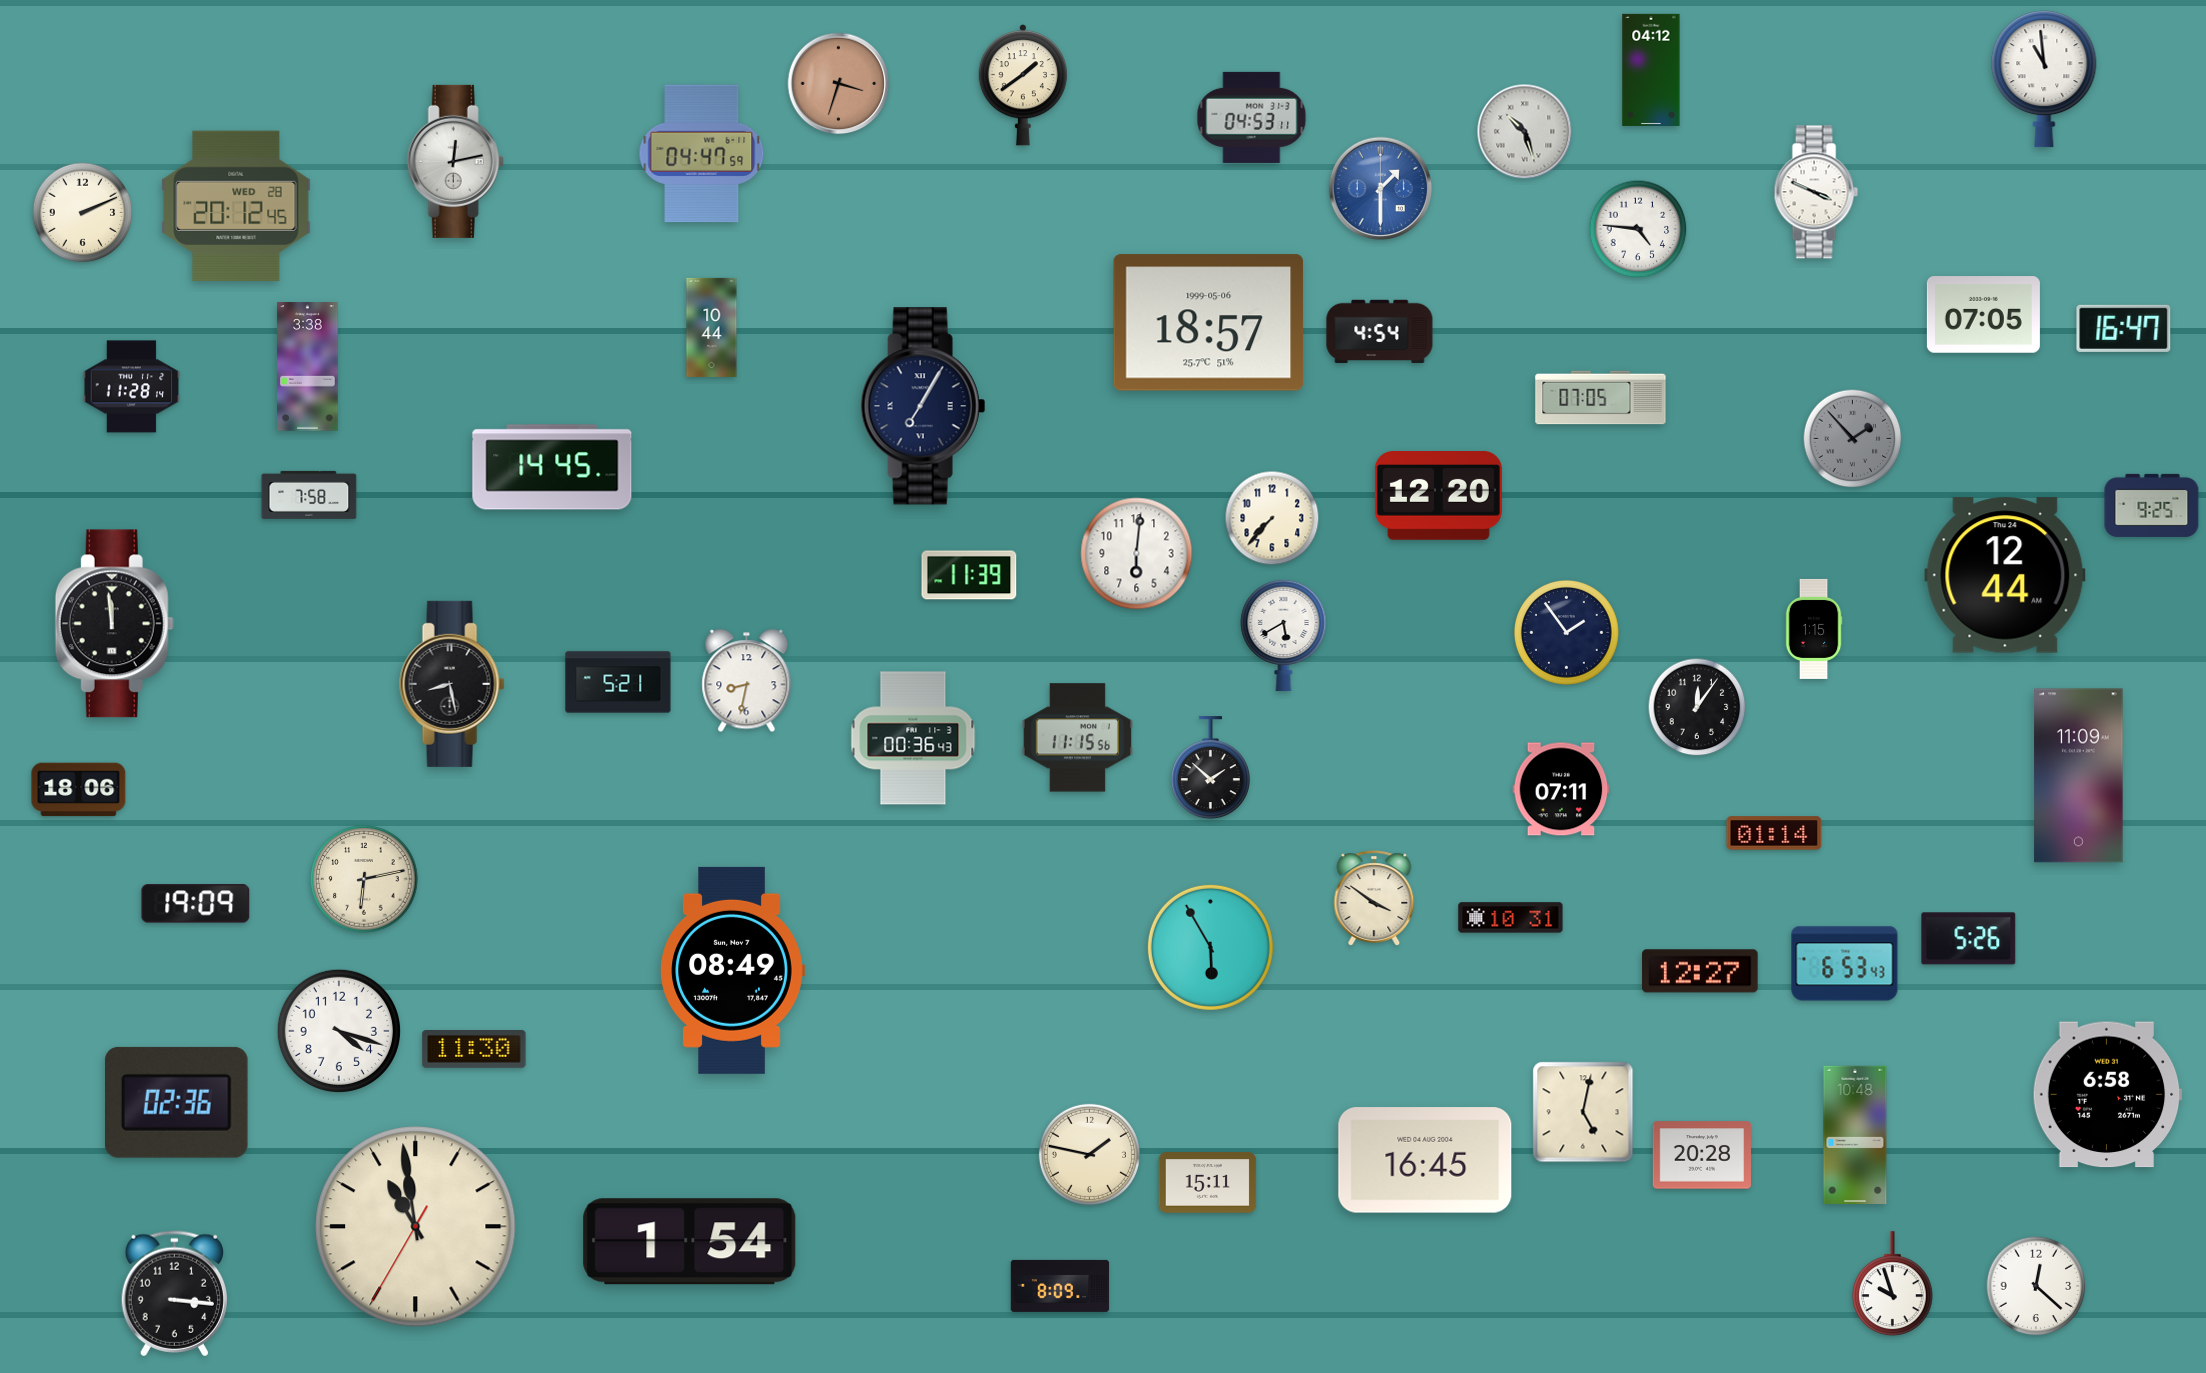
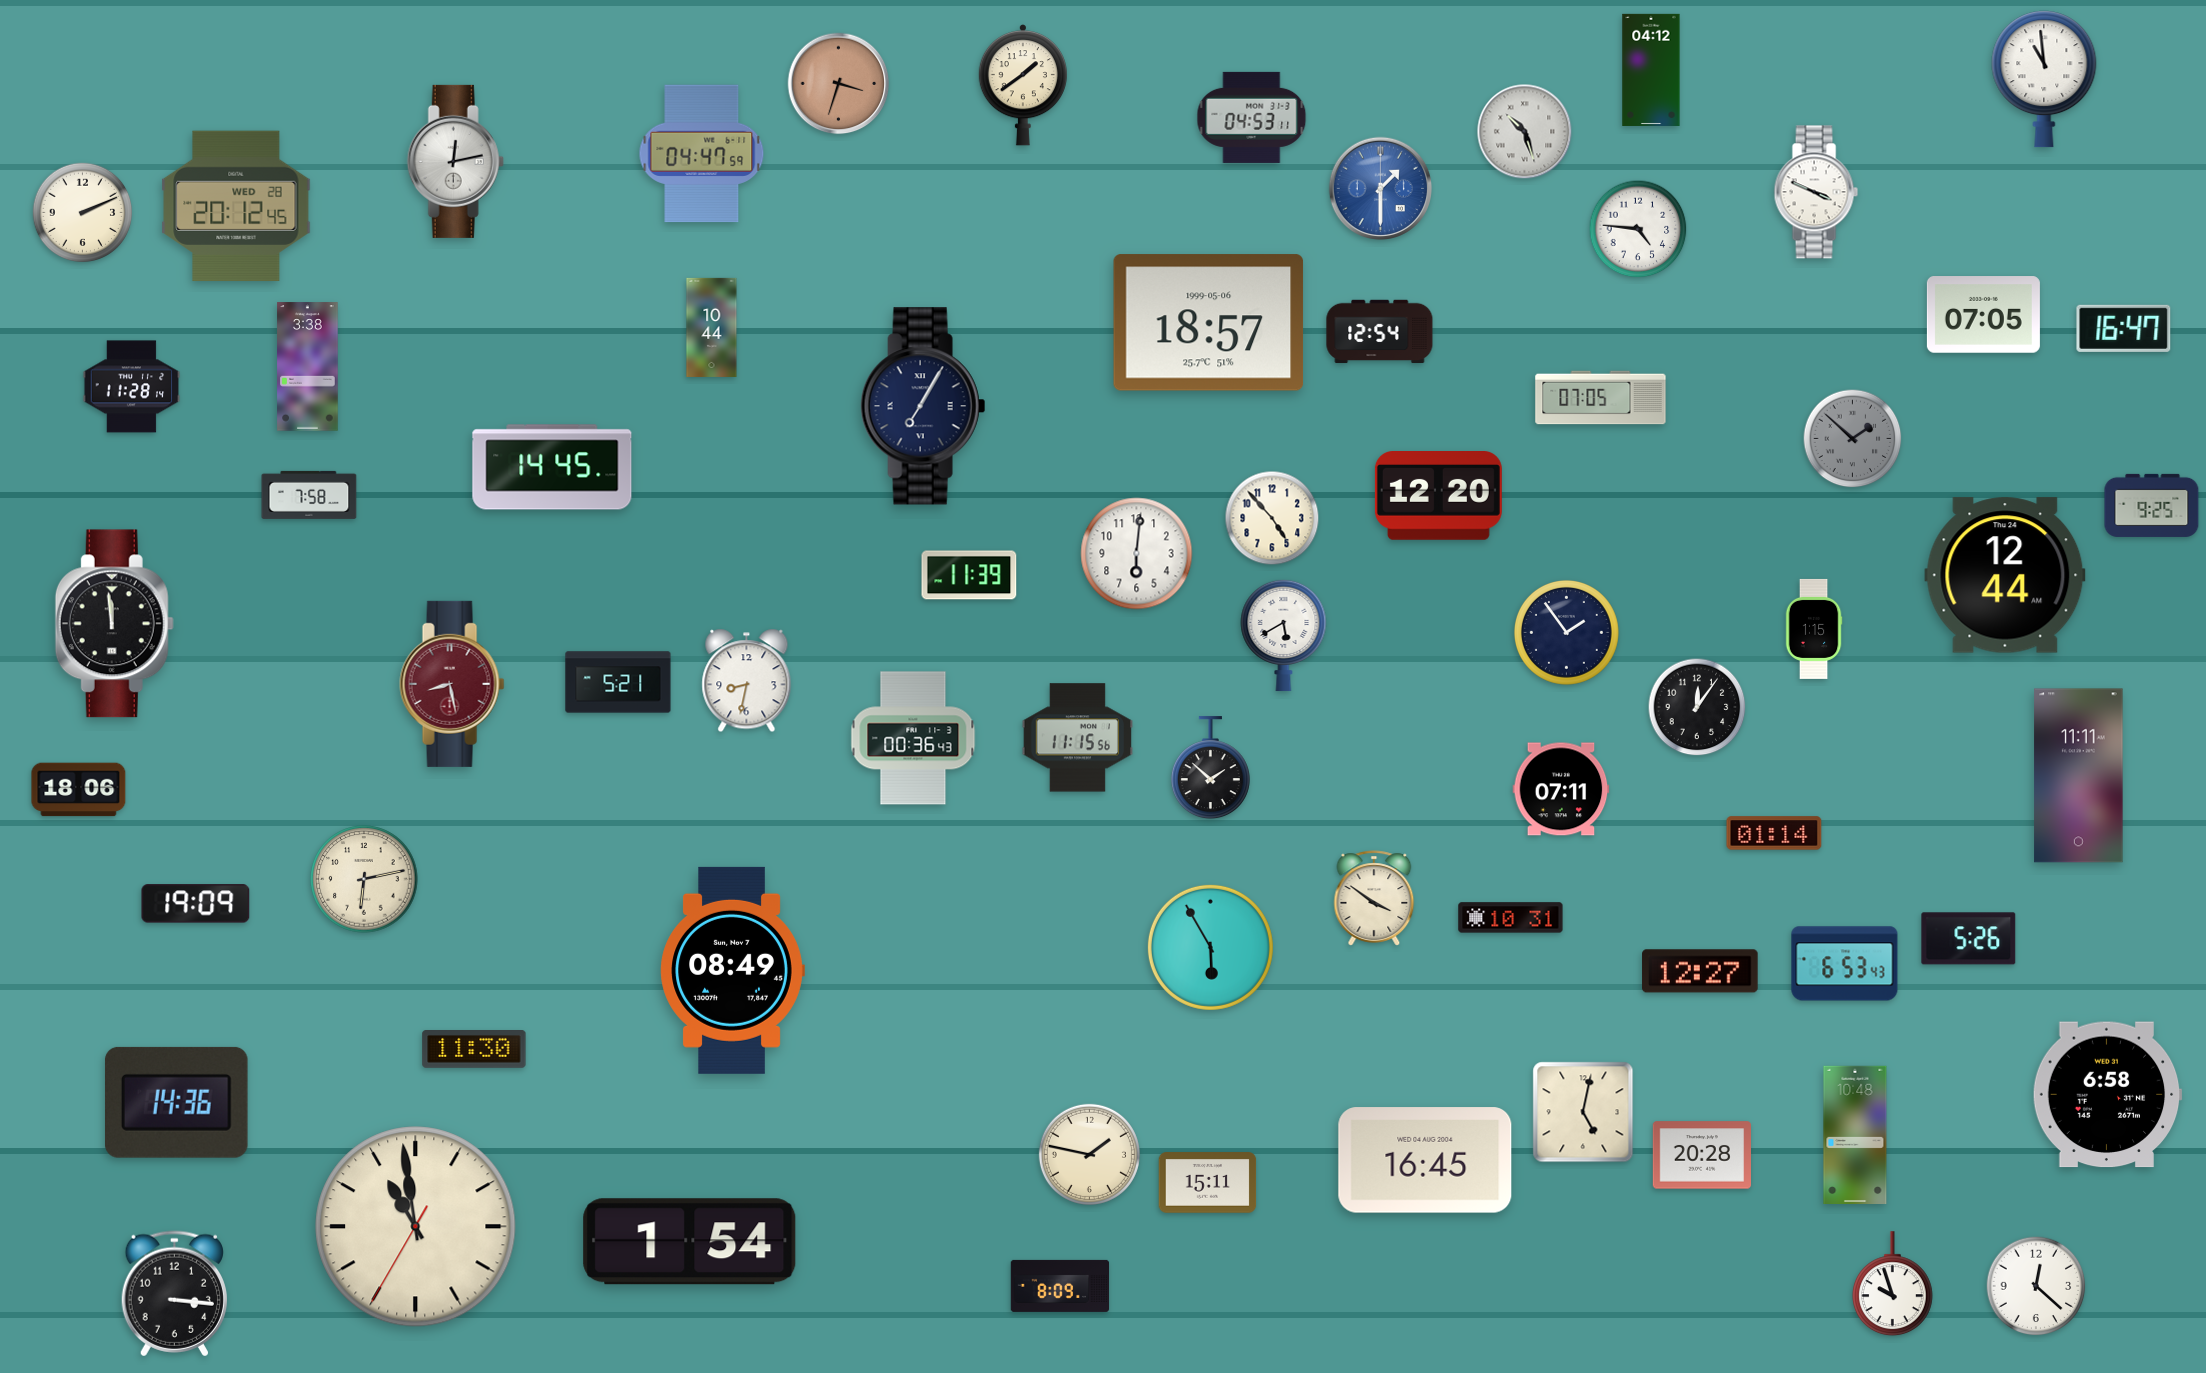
clock at (1380, 332): 4:54 -> 12:54
clock at (1853, 439): 1:53 -> 1:52
clock at (1272, 518): 7:37 -> 4:53
clock at (452, 684) dial: black -> burgundy
clock at (2079, 776): 11:09 -> 11:11
clock at (339, 1031): 4:18 -> none
clock at (176, 1102): 02:36 -> 14:36
